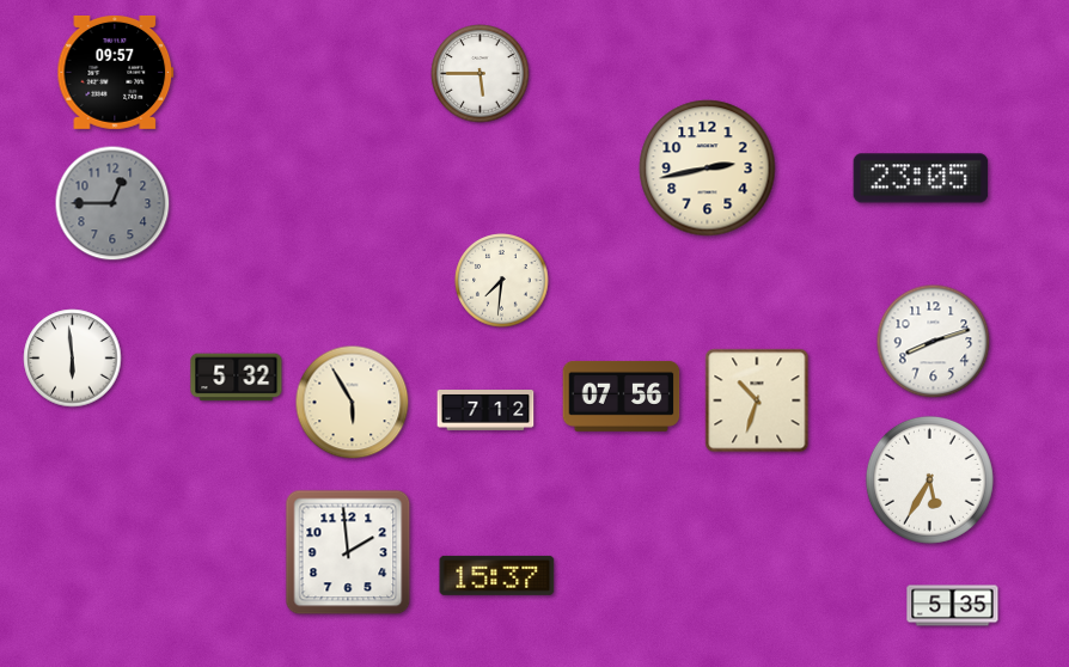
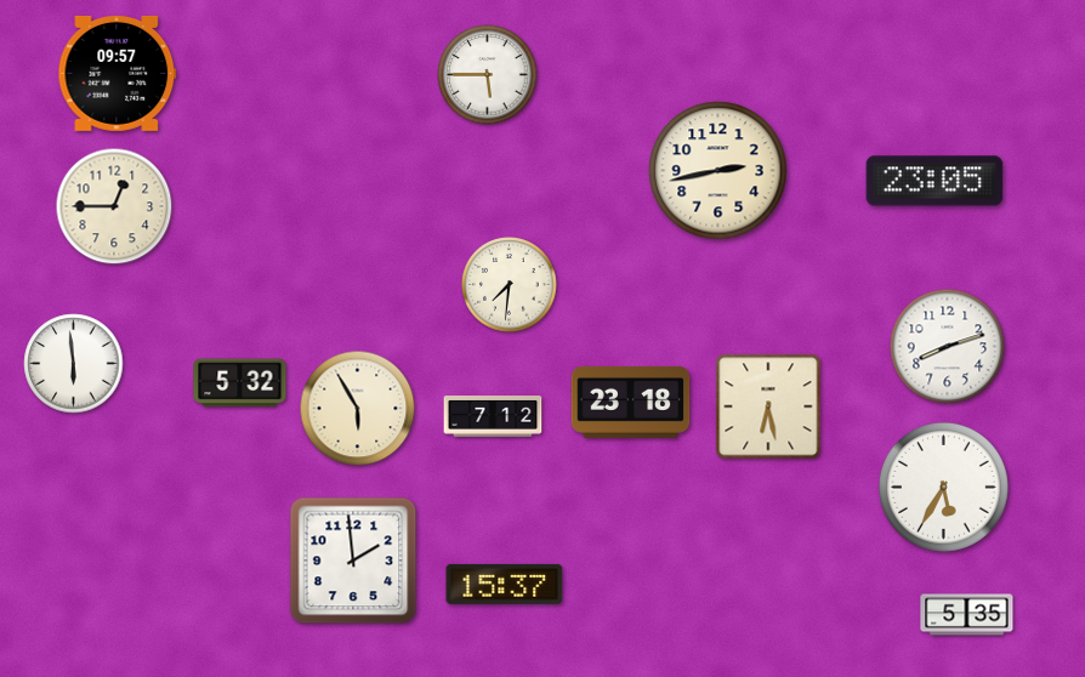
clock at (112, 203) dial: grey -> cream
clock at (622, 396): 07:56 -> 23:18
clock at (757, 400): 10:33 -> 6:28
